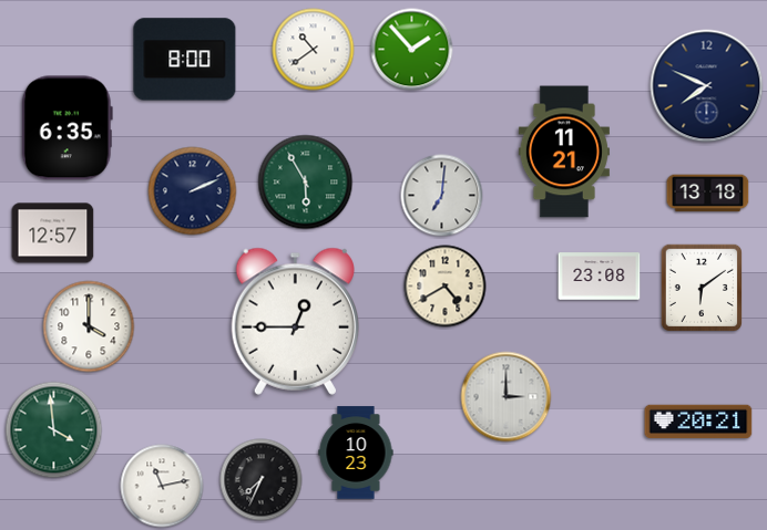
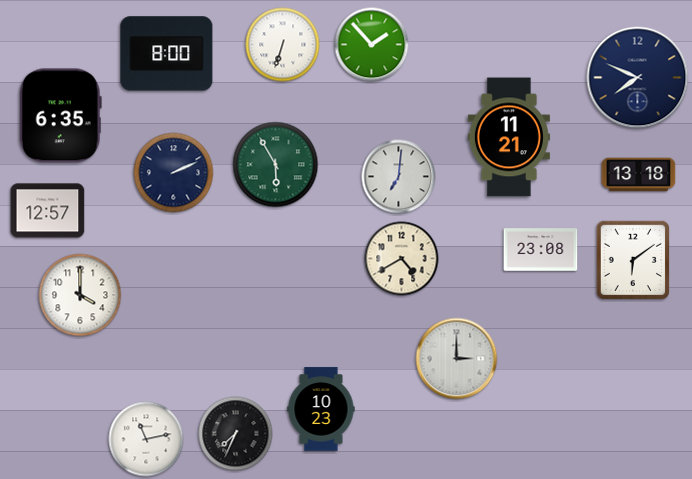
clock at (314, 50): 10:39 -> 6:33
clock at (295, 321): 12:45 -> none
clock at (698, 422): 20:21 -> none
clock at (54, 430): 3:59 -> none
